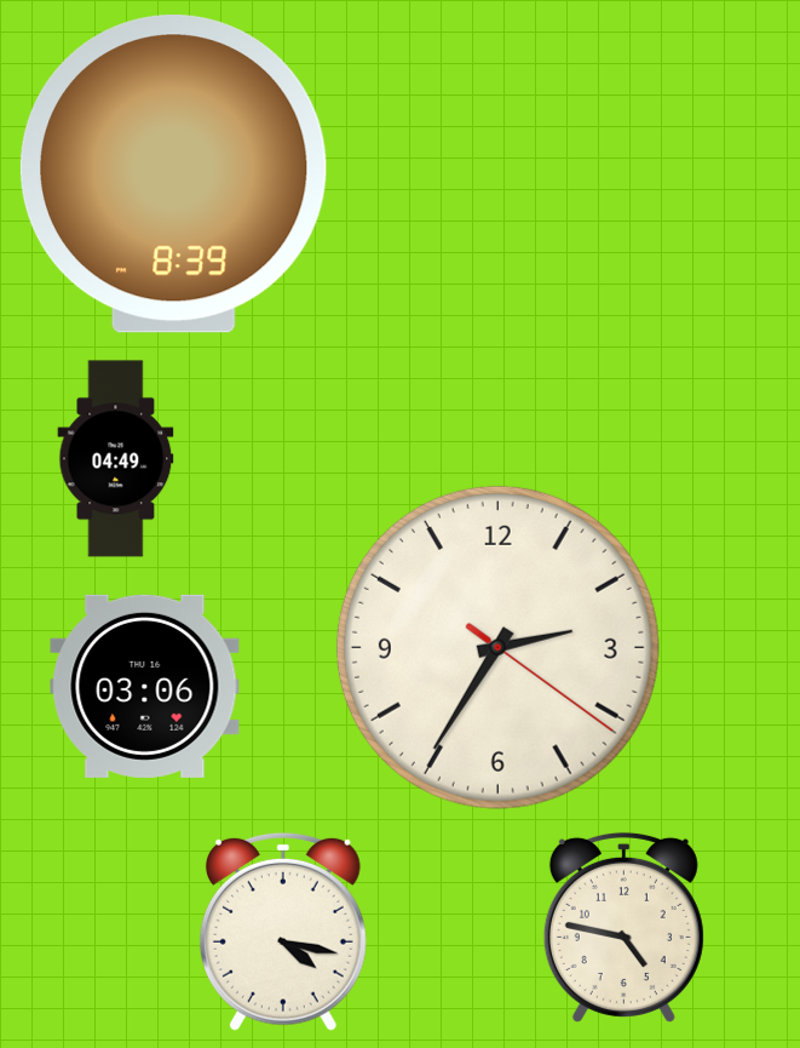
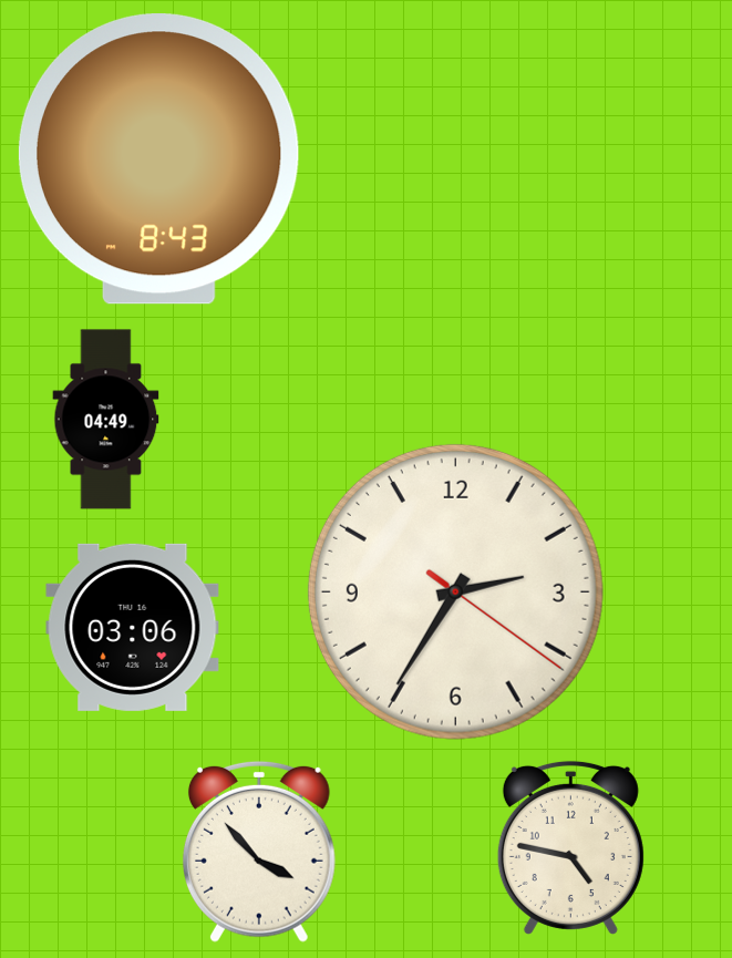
clock at (173, 174): 8:39 -> 8:43
clock at (283, 932): 4:17 -> 3:53
